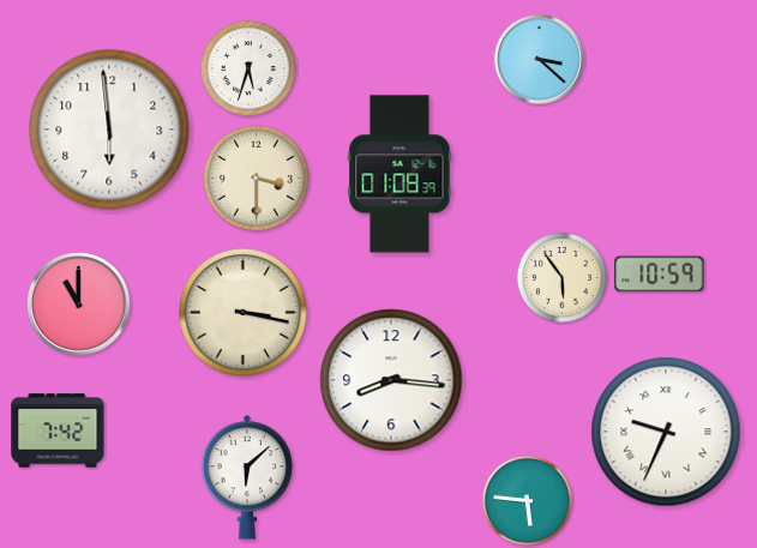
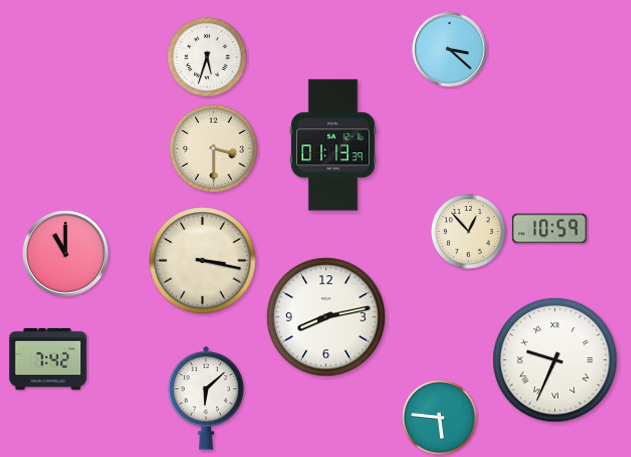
clock at (109, 130): 5:59 -> none
clock at (399, 174): 01:08 -> 01:13
clock at (561, 277): 5:54 -> 12:53
clock at (391, 380): 8:16 -> 8:13
